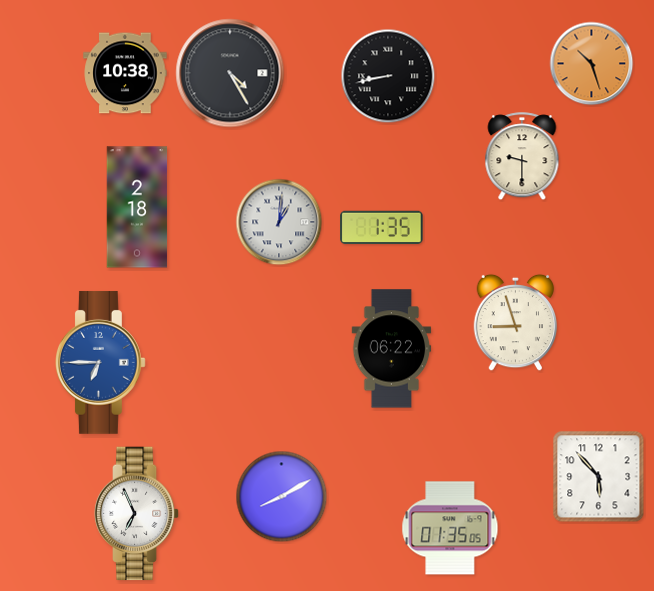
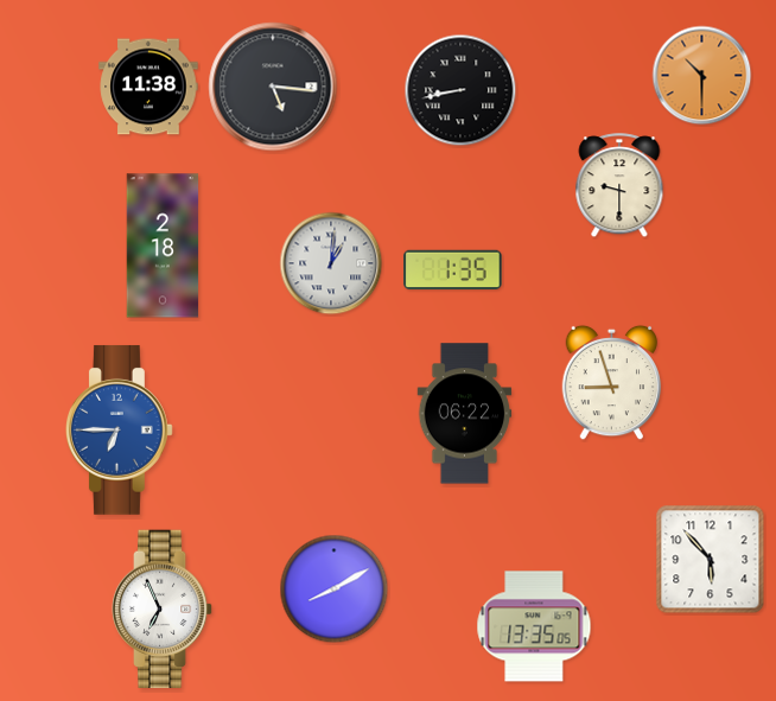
clock at (592, 64): 10:27 -> 10:30
clock at (125, 73): 10:38 -> 11:38
clock at (230, 73): 4:25 -> 5:16
clock at (599, 477) position: (599, 477) -> (711, 560)
clock at (450, 528): 01:35 -> 13:35
